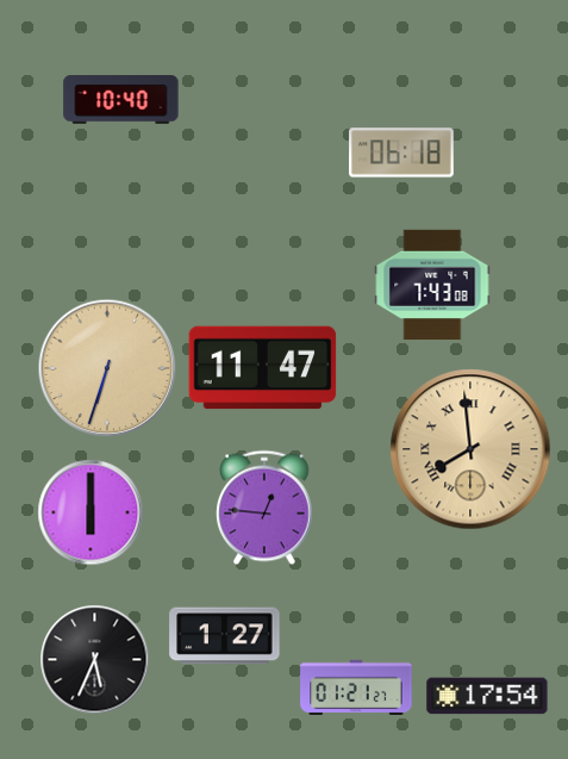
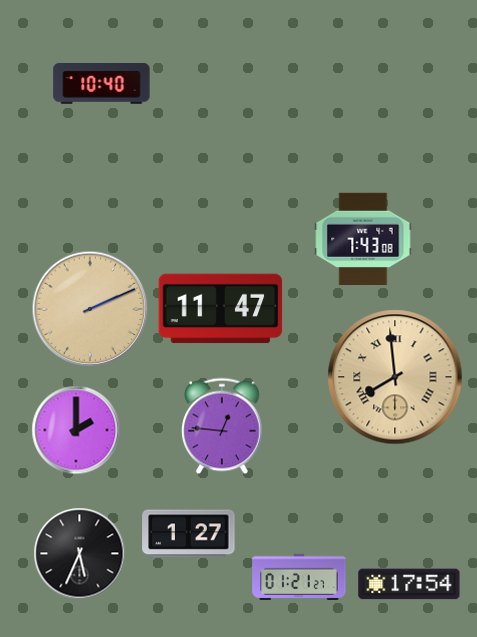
clock at (402, 153): 06:18 -> none
clock at (107, 368): 6:33 -> 2:11
clock at (90, 512): 6:00 -> 2:00
